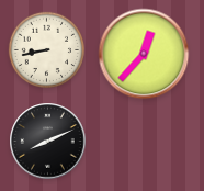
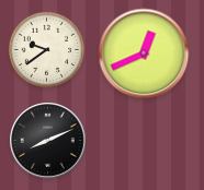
clock at (47, 50): 8:43 -> 9:39
clock at (144, 54): 12:37 -> 12:41
